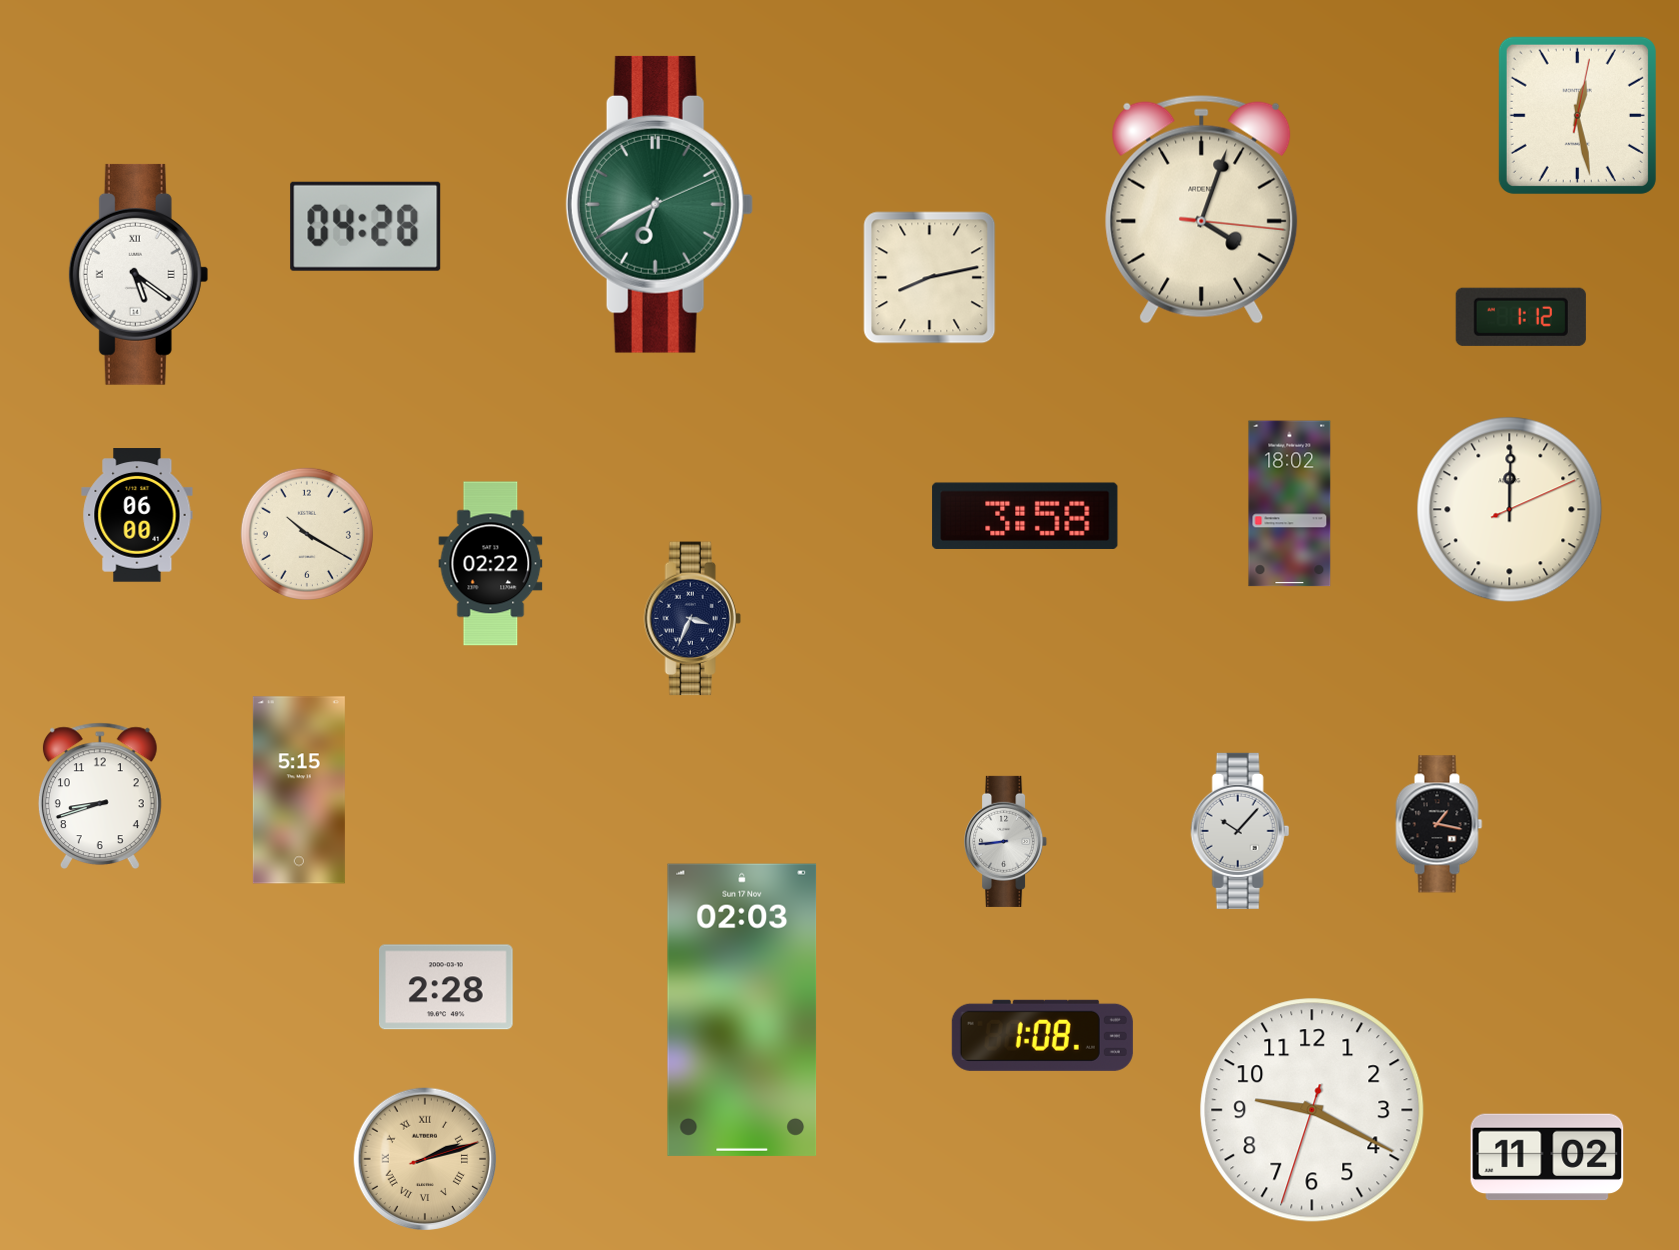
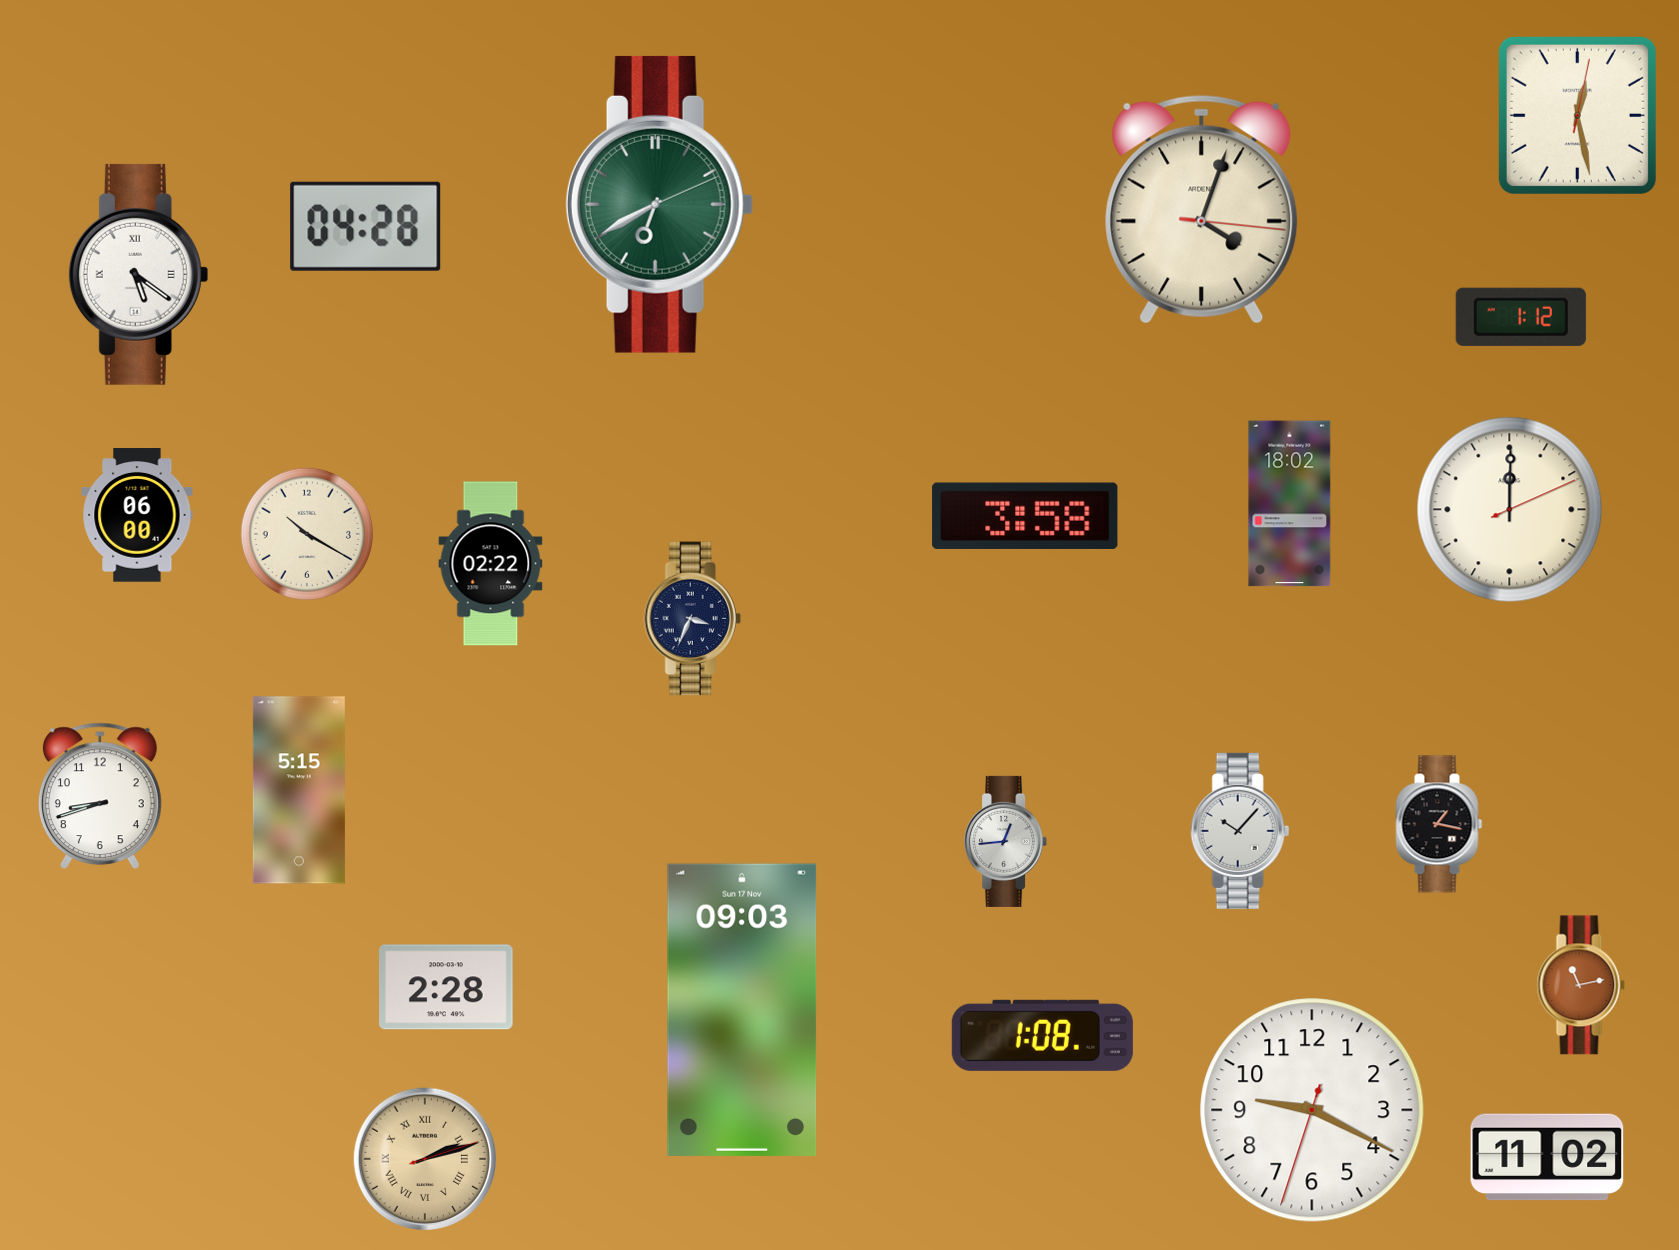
clock at (930, 278): 8:13 -> none
clock at (1006, 841): 8:44 -> 12:44
clock at (1581, 985): none -> 11:13
clock at (742, 1010): 02:03 -> 09:03
